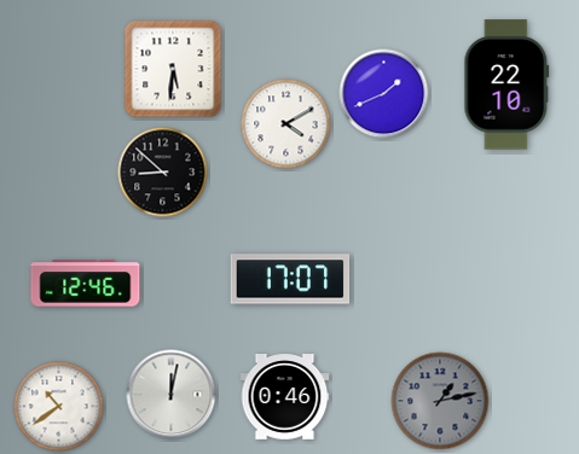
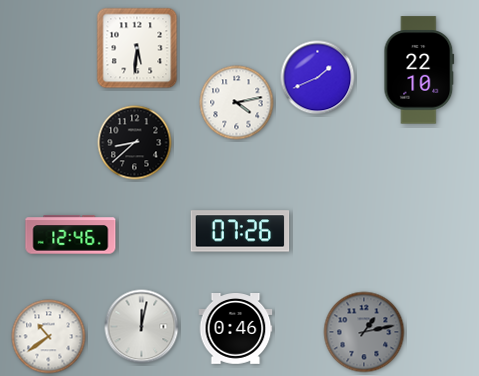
clock at (173, 69) position: (173, 69) -> (137, 48)
clock at (286, 124): 4:10 -> 4:13
clock at (163, 173): 8:52 -> 8:38
clock at (290, 279): 17:07 -> 07:26
